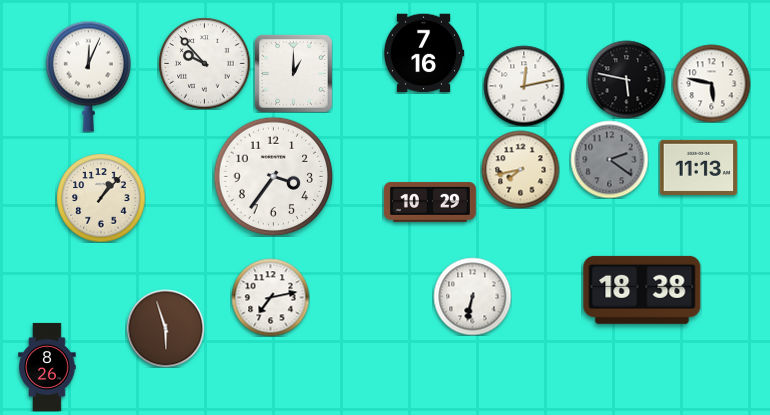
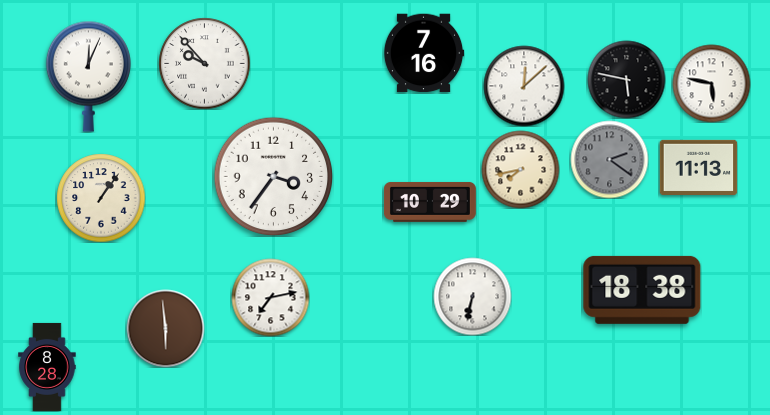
clock at (293, 73): 1:00 -> none
clock at (524, 86): 12:13 -> 12:08
clock at (101, 198): 1:07 -> 1:06
clock at (165, 328): 5:57 -> 5:59
clock at (47, 367): 8:26 -> 8:28
